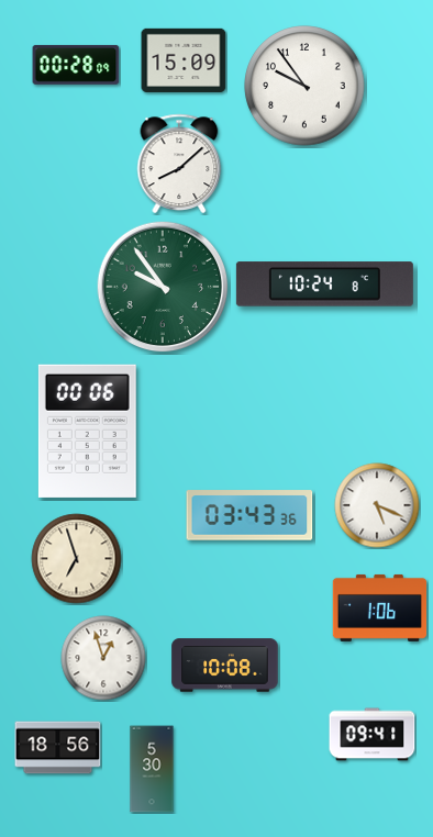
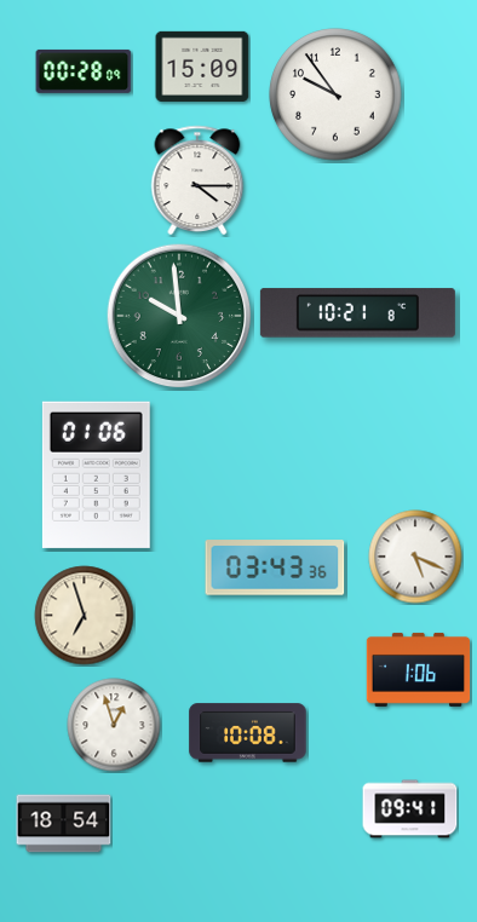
clock at (179, 164): 8:08 -> 4:15
clock at (324, 284): 10:24 -> 10:21
clock at (163, 287): 9:54 -> 9:59
clock at (87, 431): 00:06 -> 01:06
clock at (58, 748): 18:56 -> 18:54
clock at (152, 769): 5:30 -> none
